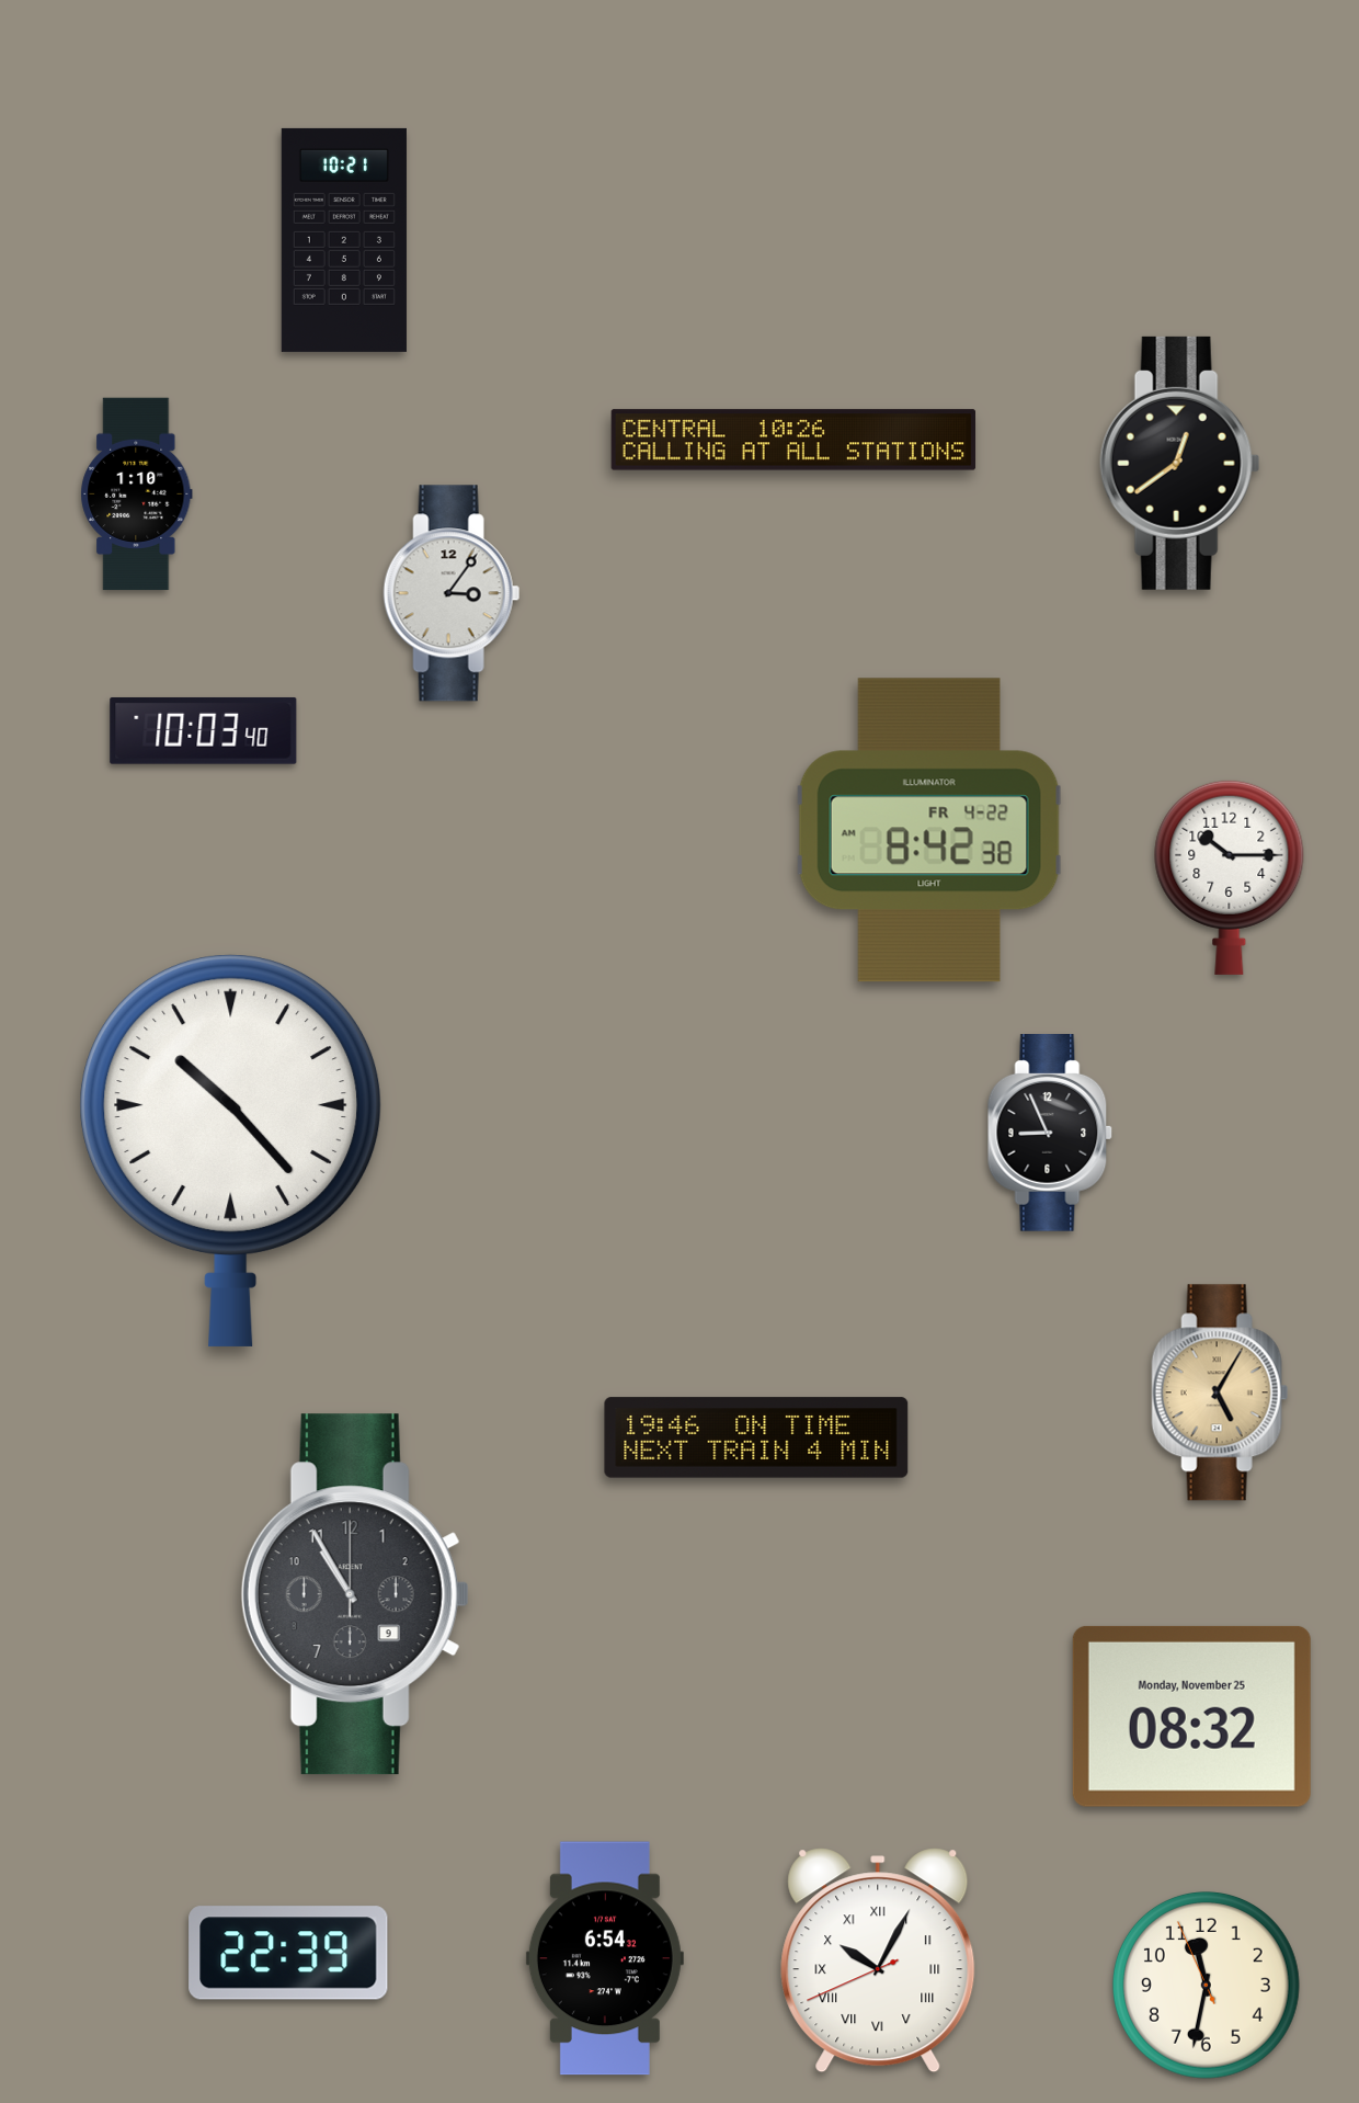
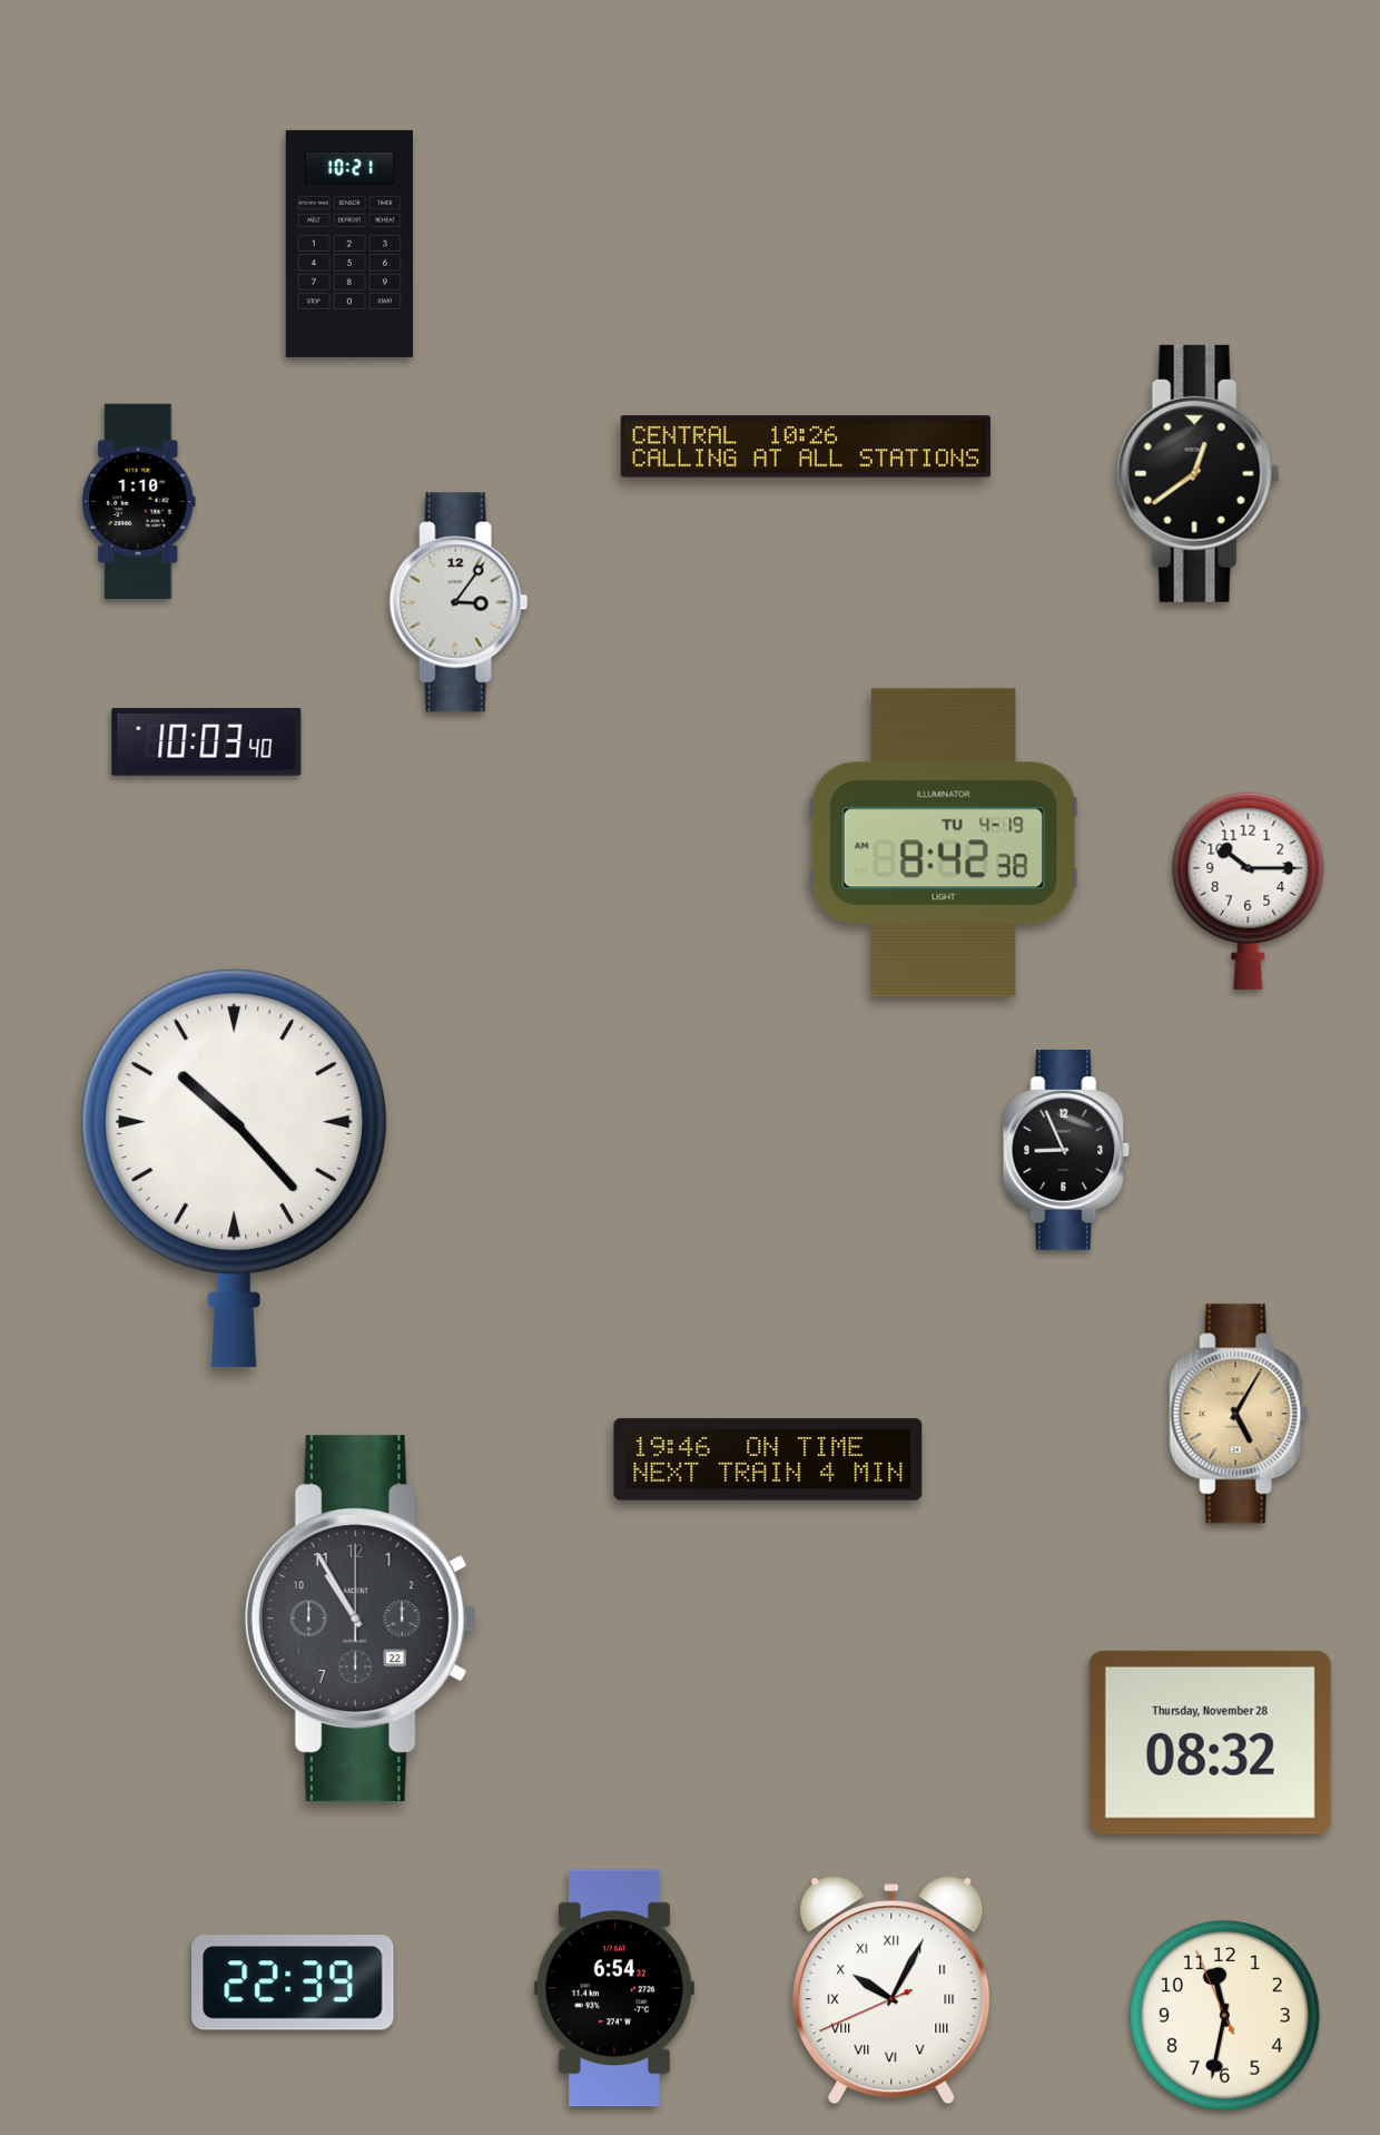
clock at (1180, 463) position: (1180, 463) -> (1199, 473)
clock at (929, 830) date: FR 4-22 -> TU 4-19
clock at (355, 1594) date: 9 -> 22
clock at (1191, 1716) date: Monday, November 25 -> Thursday, November 28
